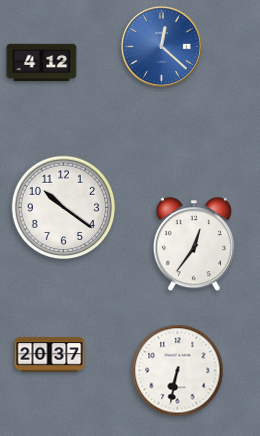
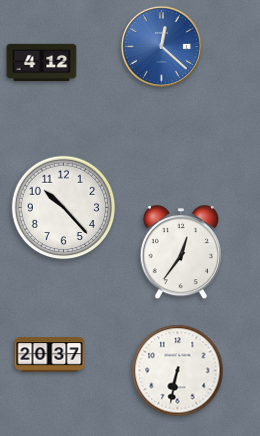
clock at (64, 208): 10:21 -> 10:23
clock at (194, 245) position: (194, 245) -> (181, 253)
